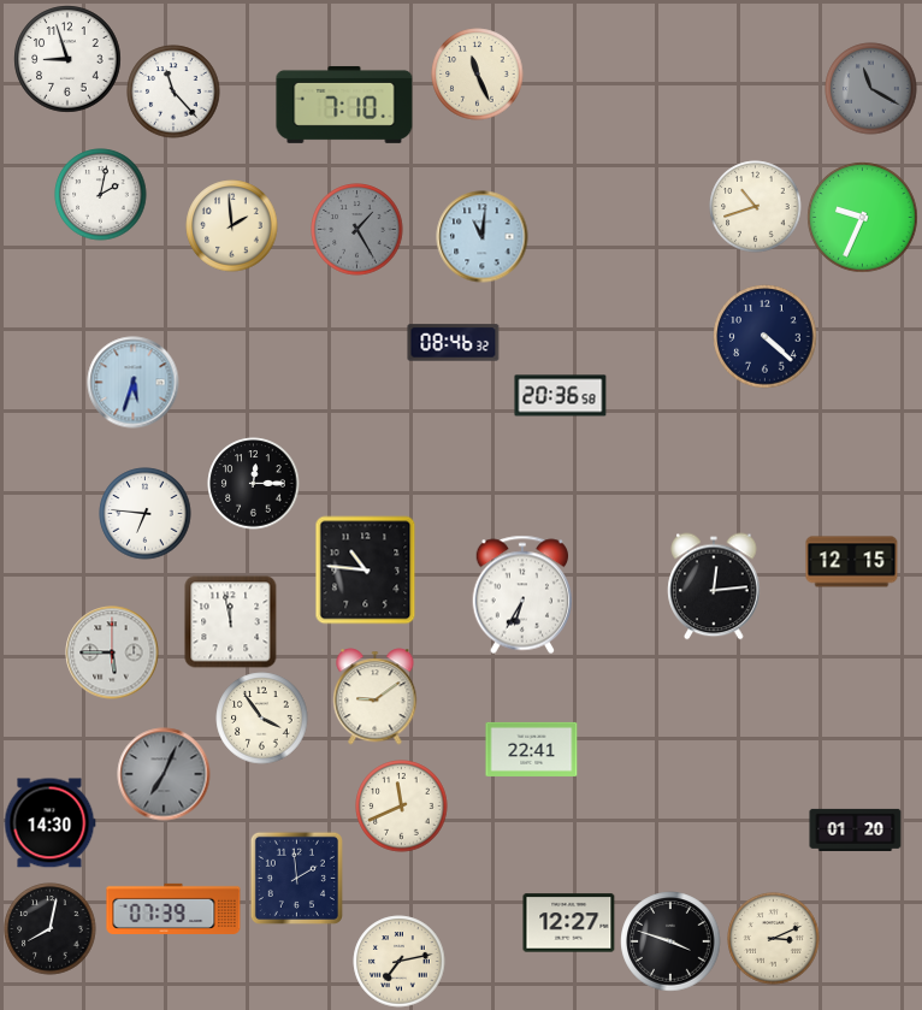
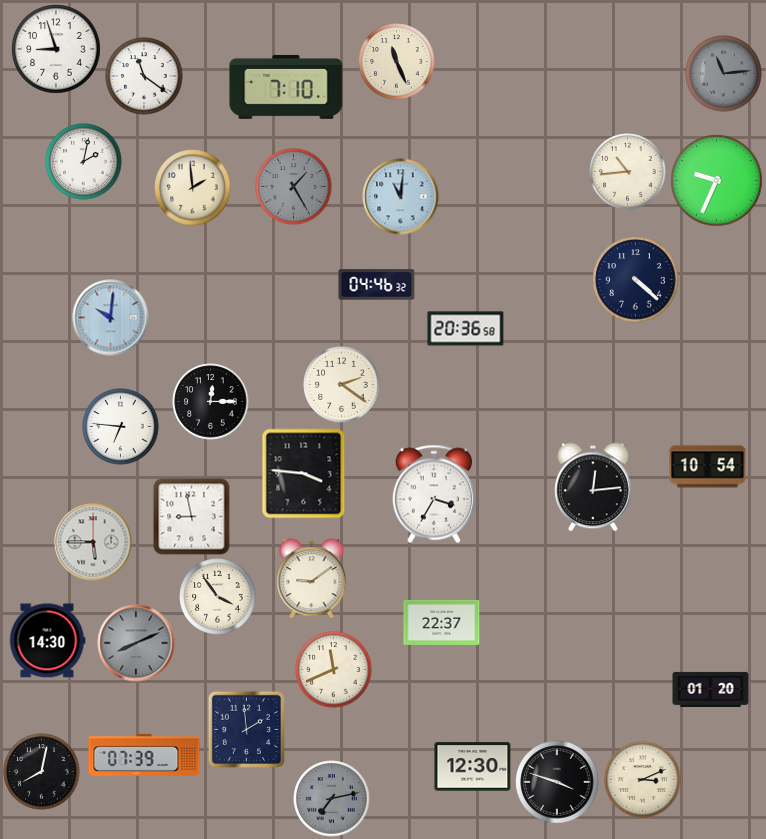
clock at (871, 89): 11:20 -> 11:14
clock at (173, 91): 11:23 -> 11:21
clock at (756, 207): 10:42 -> 10:44
clock at (357, 230) position: (357, 230) -> (294, 187)
clock at (454, 343): 08:46 -> 04:46
clock at (134, 383): 5:33 -> 10:01
clock at (342, 385): none -> 2:21
clock at (852, 562): 12:15 -> 10:54
clock at (366, 571): 10:46 -> 3:46
clock at (522, 595): 6:35 -> 3:35
clock at (231, 622): 11:58 -> 8:58
clock at (532, 749): 22:41 -> 22:37
clock at (164, 774): 7:04 -> 8:11
clock at (49, 823) position: (49, 823) -> (47, 641)
clock at (569, 923): 12:27 -> 12:30
clock at (400, 962) dial: cream -> grey
